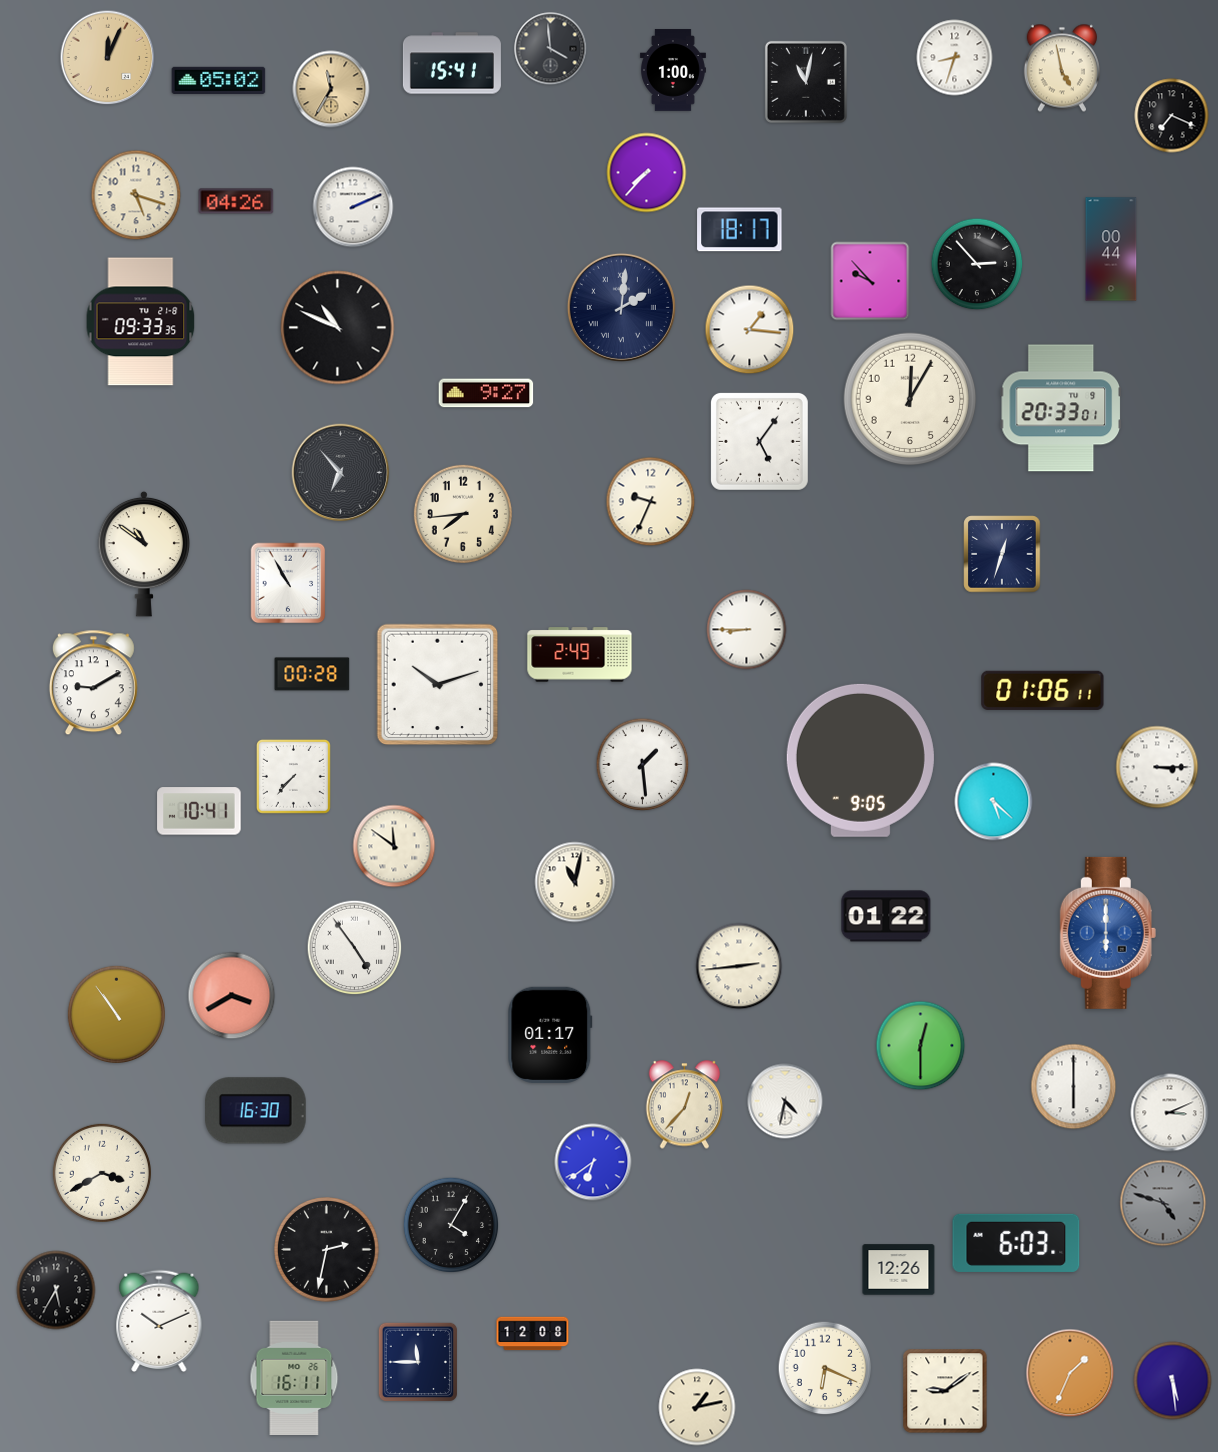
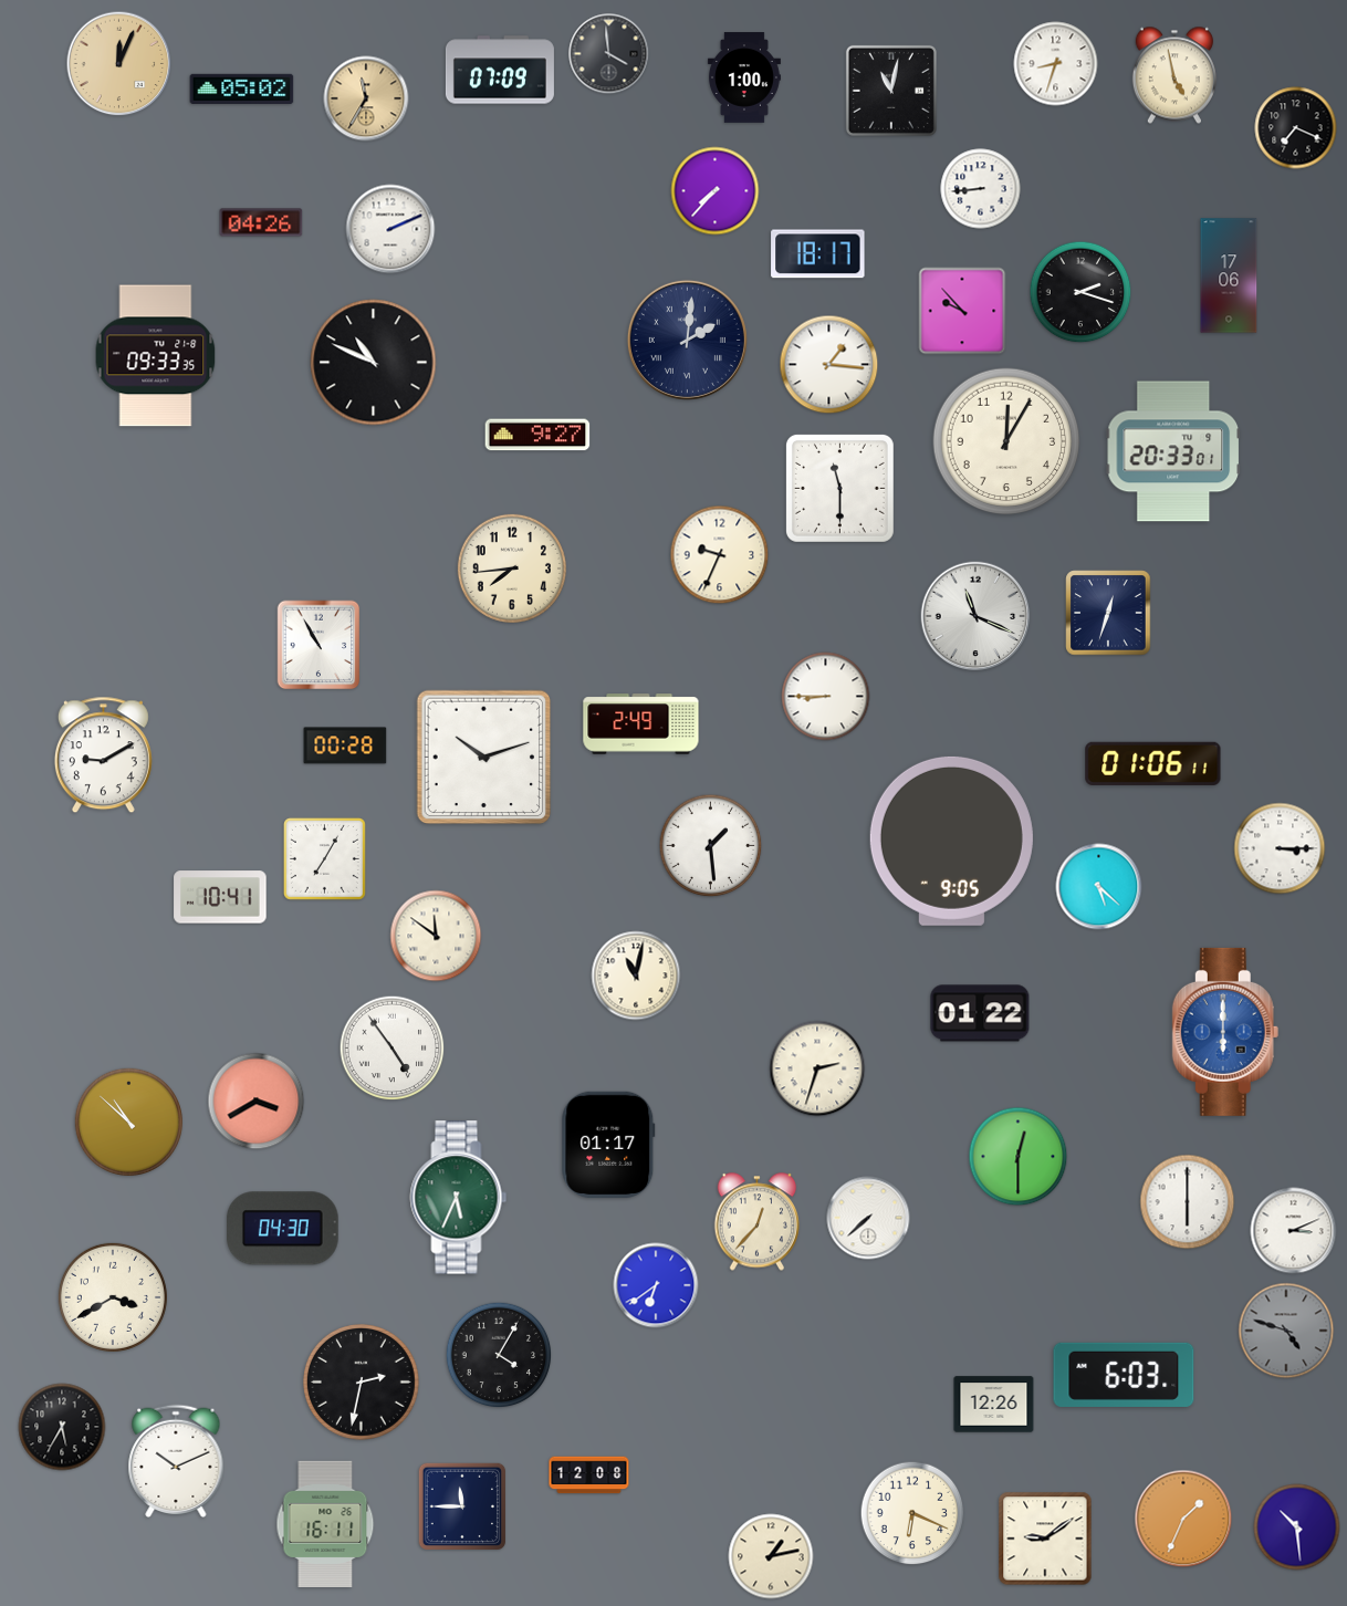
clock at (452, 63): 15:41 -> 07:09
clock at (981, 189): none -> 8:44
clock at (136, 195): 5:18 -> none
clock at (1111, 249): 00:44 -> 17:06
clock at (977, 264): 2:53 -> 2:18
clock at (759, 441): 5:06 -> 11:30
clock at (341, 473): 6:53 -> none
clock at (144, 554): 10:51 -> none
clock at (975, 616): none -> 11:19
clock at (293, 776): 7:37 -> 7:05
clock at (739, 966): 2:44 -> 2:33
clock at (116, 1014): 10:54 -> 10:52
clock at (459, 1198): none -> 5:34
clock at (785, 1101): 4:32 -> 7:38
clock at (256, 1111): 16:30 -> 04:30
clock at (1173, 1381): 5:29 -> 10:29
